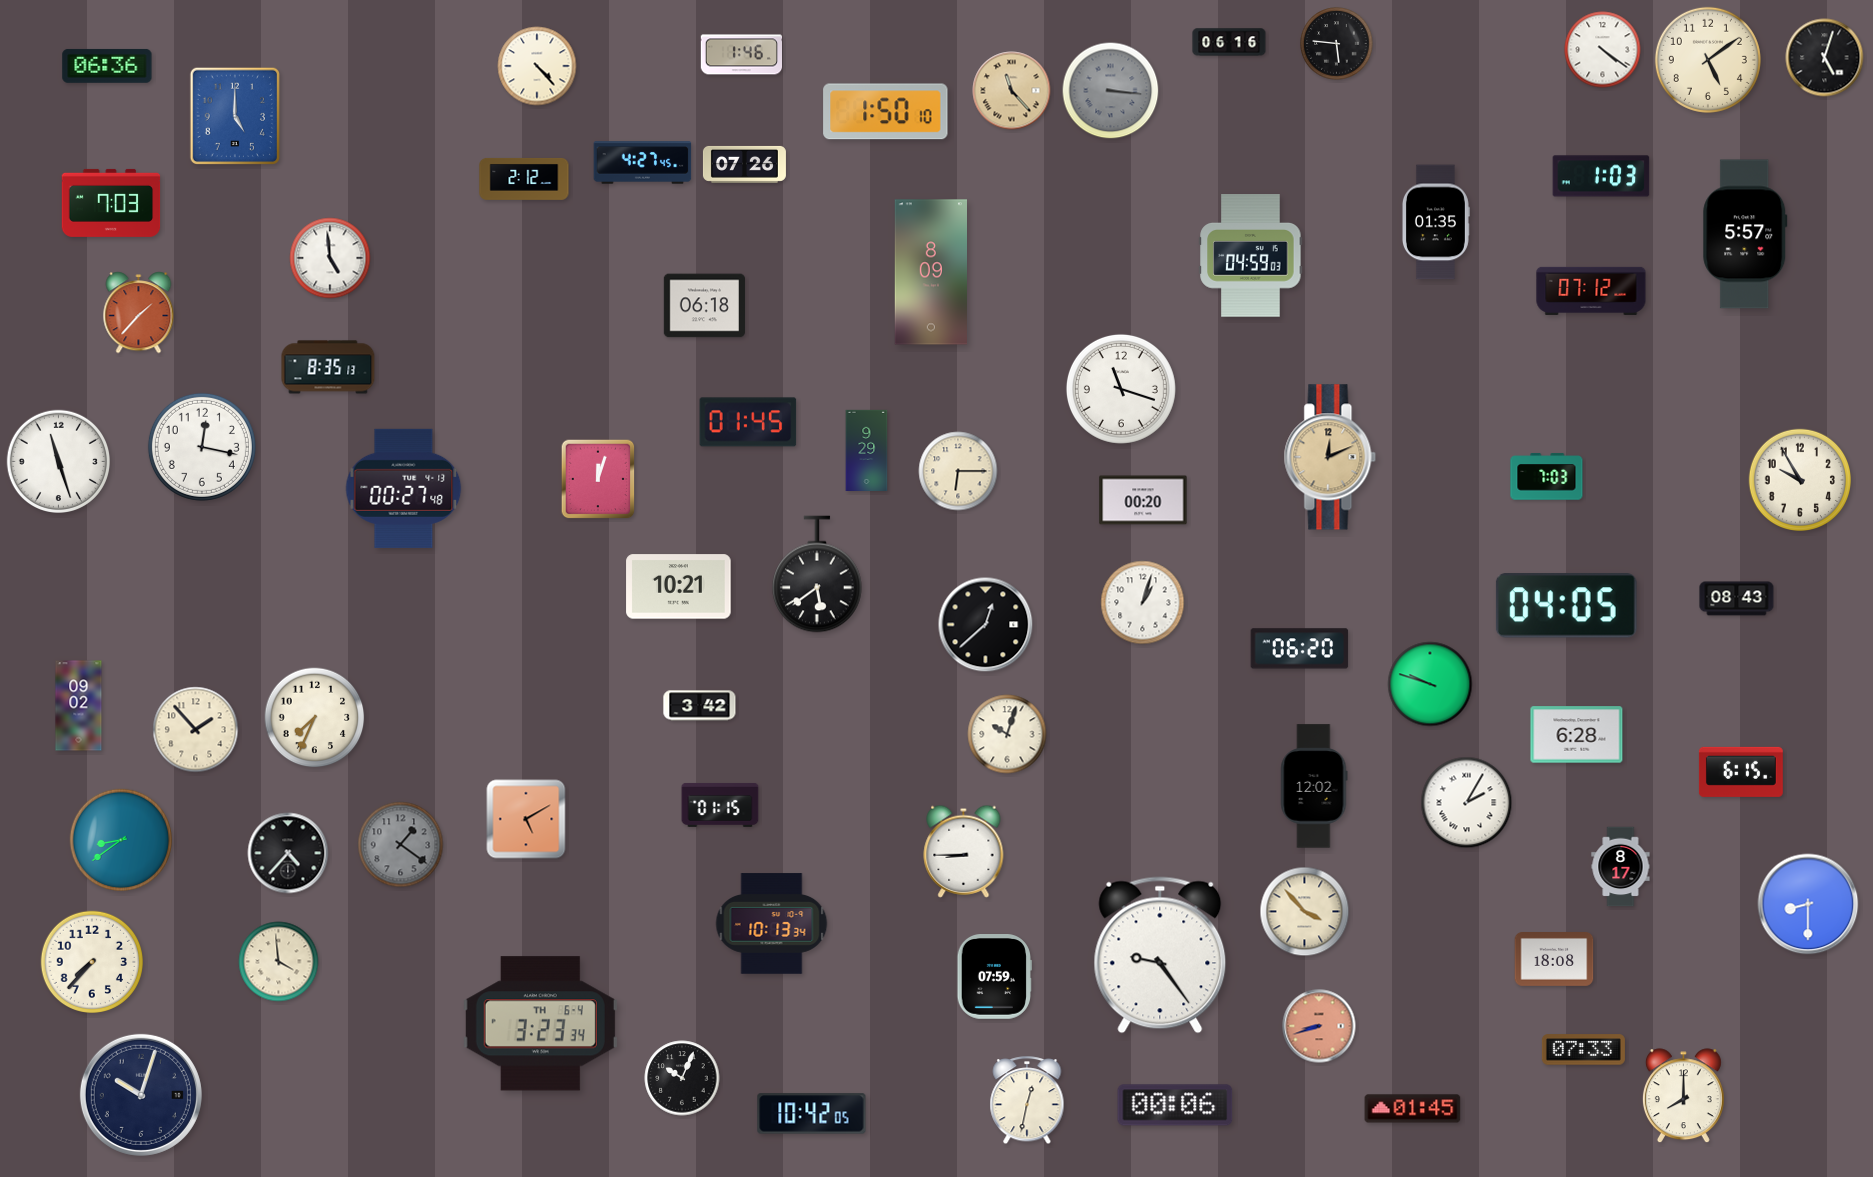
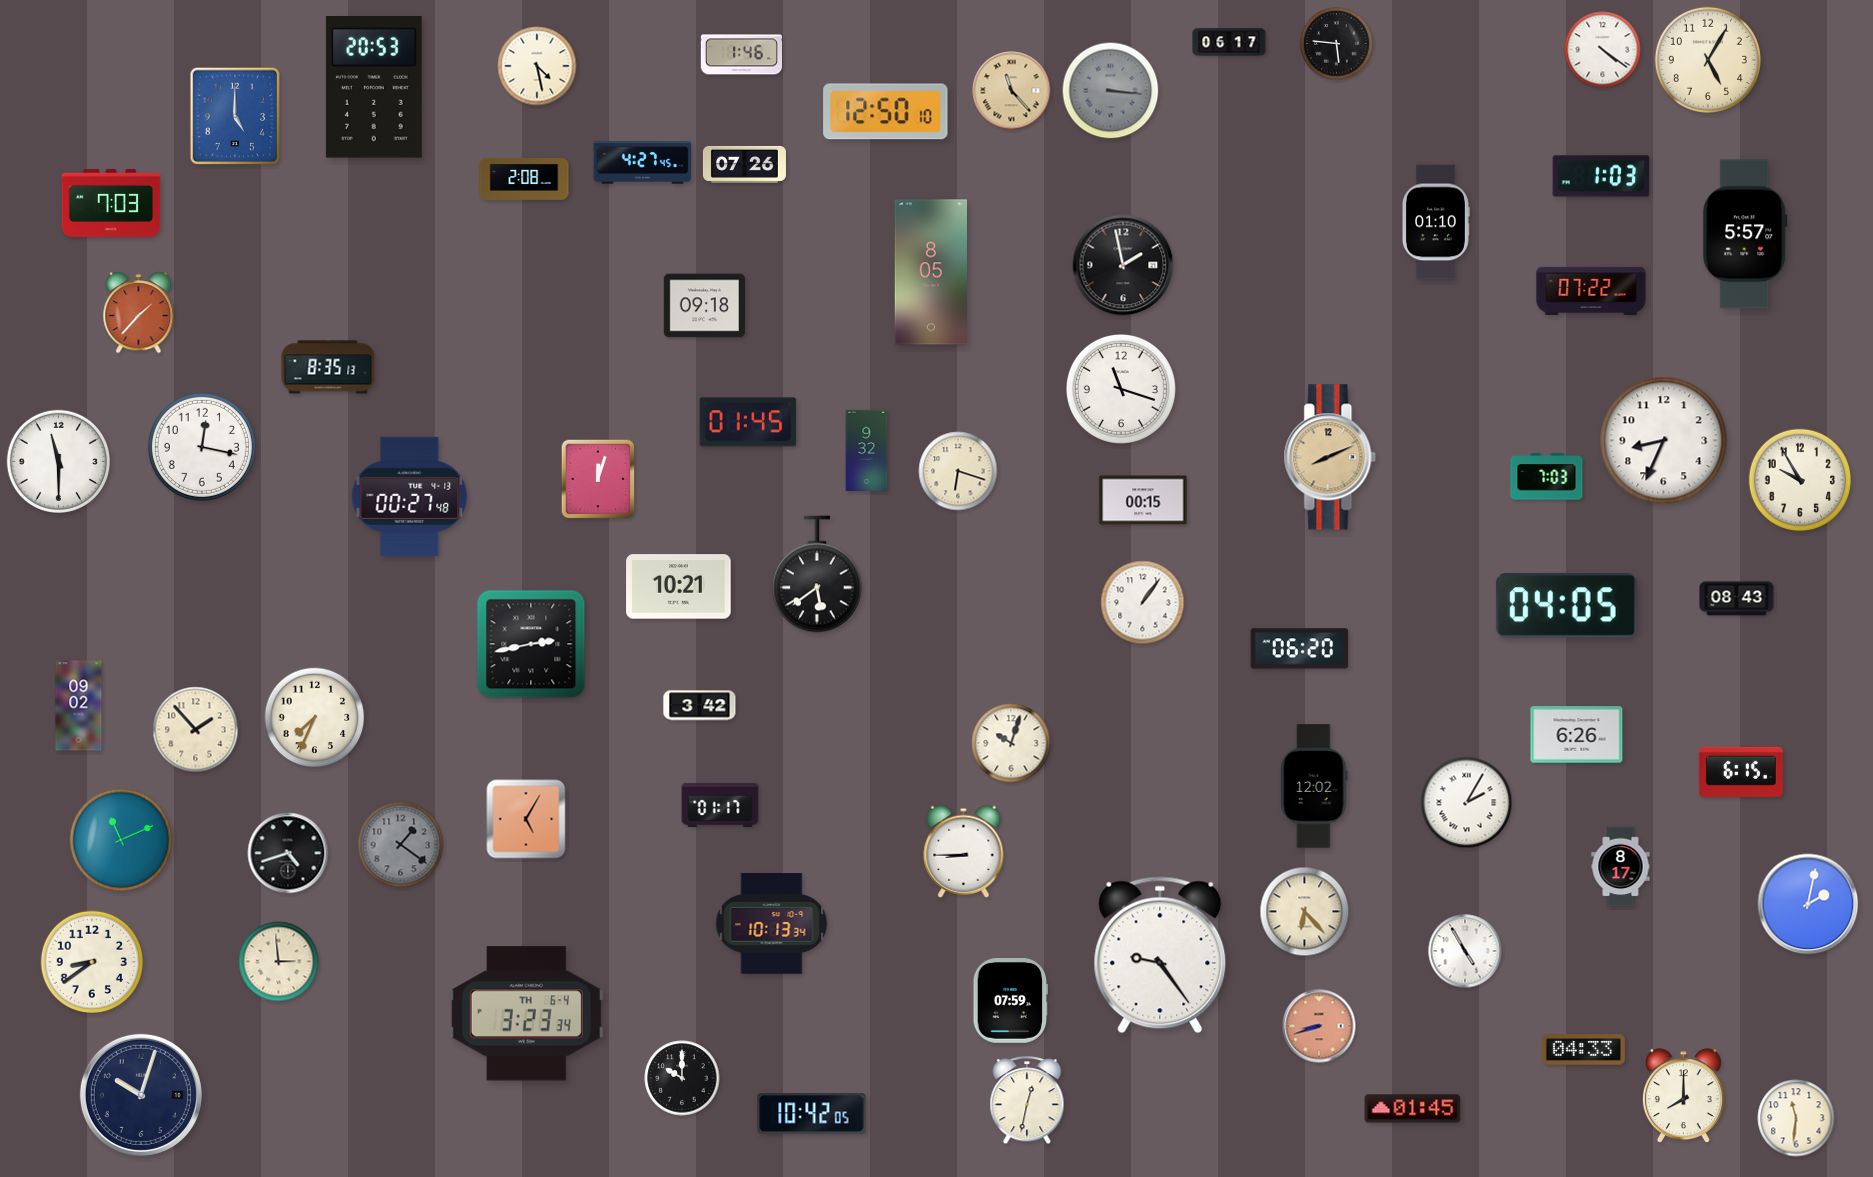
clock at (1229, 42): 06:16 -> 06:17
clock at (1825, 58): 5:03 -> none
clock at (1708, 60): 5:09 -> 5:05
clock at (107, 66): 06:36 -> none
clock at (537, 66): 4:23 -> 4:28
clock at (374, 88): none -> 20:53
clock at (886, 112): 1:50 -> 12:50
clock at (524, 179): 2:12 -> 2:08
clock at (1435, 222): 01:35 -> 01:10
clock at (1251, 256): 04:59 -> none
clock at (330, 258): 4:59 -> none
clock at (1123, 265): none -> 1:58
clock at (930, 272): 8:09 -> 8:05
clock at (1591, 291): 07:12 -> 07:22
clock at (704, 306): 06:18 -> 09:18
clock at (1664, 441): none -> 8:34
clock at (867, 451): 9:29 -> 9:32
clock at (1330, 457): 12:11 -> 8:11
clock at (58, 461): 11:27 -> 11:30
clock at (958, 471): 6:15 -> 6:18
clock at (404, 488) position: (404, 488) -> (410, 496)
clock at (1143, 500): 00:20 -> 00:15
clock at (1143, 603): 1:03 -> 1:06
clock at (986, 625): 12:38 -> none
clock at (531, 644): none -> 2:43
clock at (1430, 684): 9:48 -> none
clock at (1007, 734) position: (1007, 734) -> (1011, 743)
clock at (1577, 735): 6:28 -> 6:26
clock at (720, 805): 01:15 -> 01:17
clock at (526, 819): 5:10 -> 5:05
clock at (121, 840): 8:39 -> 11:11
clock at (288, 853): 4:37 -> 4:42
clock at (1808, 904): 8:30 -> 2:02
clock at (1305, 912): 3:53 -> 6:23
clock at (1465, 951): none -> 4:55
clock at (1554, 960): 18:08 -> none
clock at (92, 962): 7:37 -> 8:39
clock at (279, 962): 3:59 -> 2:59
clock at (994, 977) position: (994, 977) -> (1010, 1001)
clock at (540, 1024) position: (540, 1024) -> (526, 1014)
clock at (1583, 1050): 07:33 -> 04:33
clock at (682, 1078): 10:04 -> 10:00
clock at (1175, 1105): 00:06 -> none
clock at (1796, 1118): none -> 11:31
